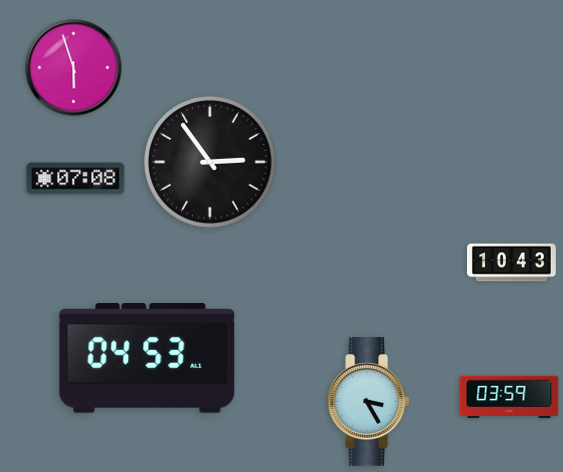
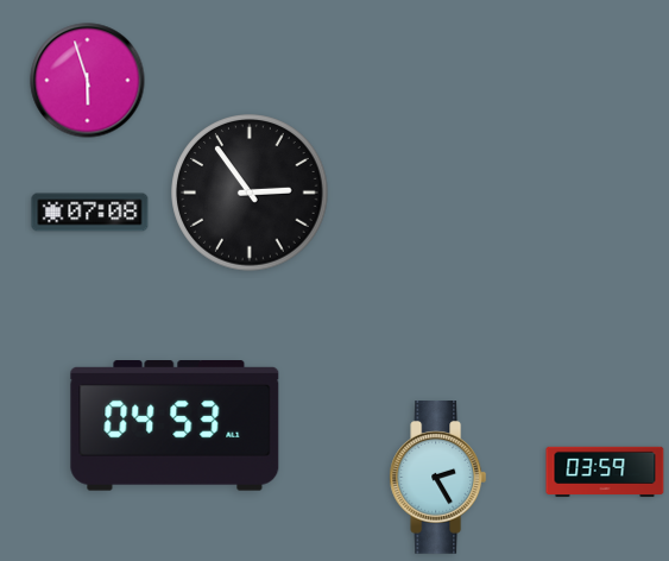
clock at (512, 263): 10:43 -> none
clock at (369, 402): 3:25 -> 2:25
